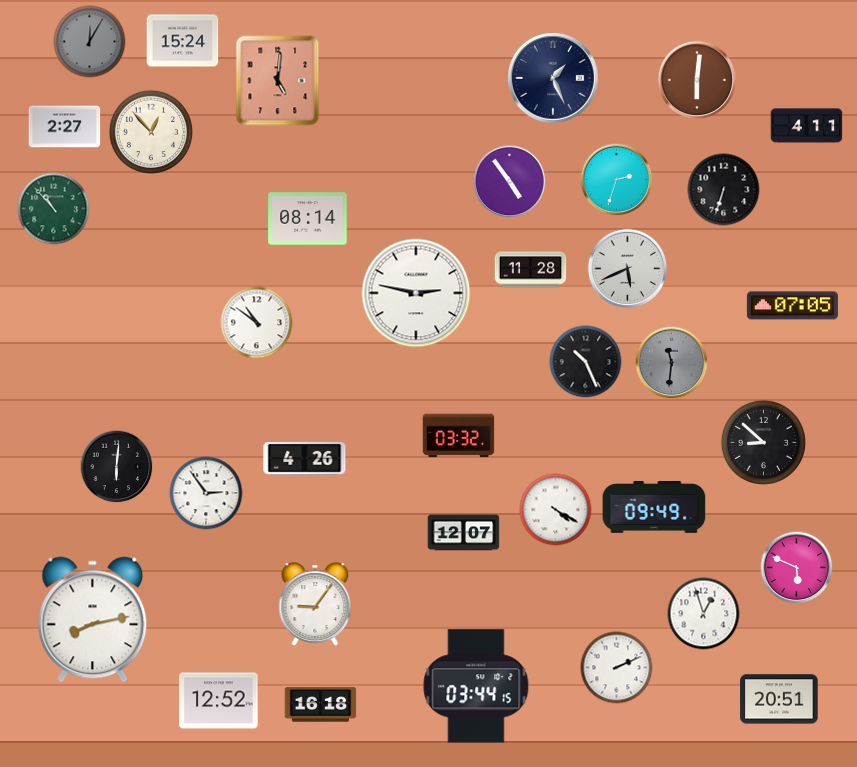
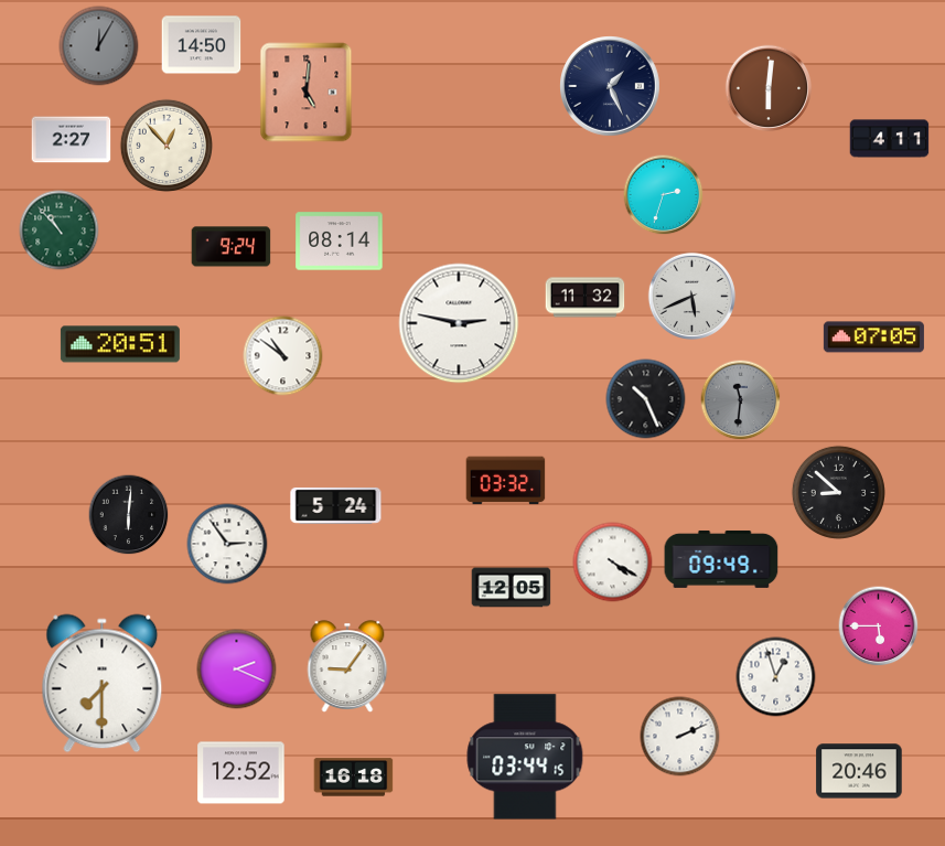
clock at (183, 41): 15:24 -> 14:50
clock at (278, 81) position: (278, 81) -> (307, 93)
clock at (617, 180) position: (617, 180) -> (664, 195)
clock at (510, 182): 4:54 -> none
clock at (724, 190): 6:33 -> none
clock at (232, 247): none -> 9:24
clock at (531, 270): 11:28 -> 11:32
clock at (120, 344): none -> 20:51
clock at (763, 442) position: (763, 442) -> (838, 492)
clock at (305, 458): 4:26 -> 5:24
clock at (464, 533): 12:07 -> 12:05
clock at (797, 568): 5:49 -> 5:45
clock at (237, 670): none -> 2:19
clock at (93, 620): 8:13 -> 7:30
clock at (779, 699): 20:51 -> 20:46
